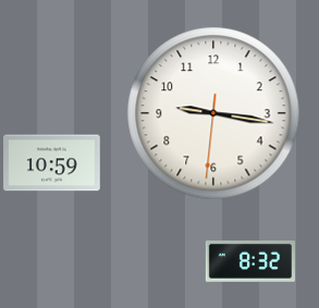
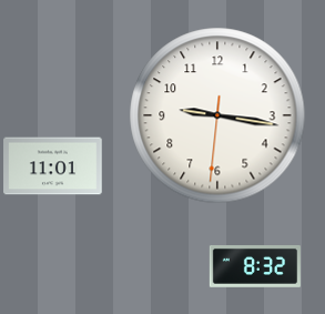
clock at (52, 163): 10:59 -> 11:01
